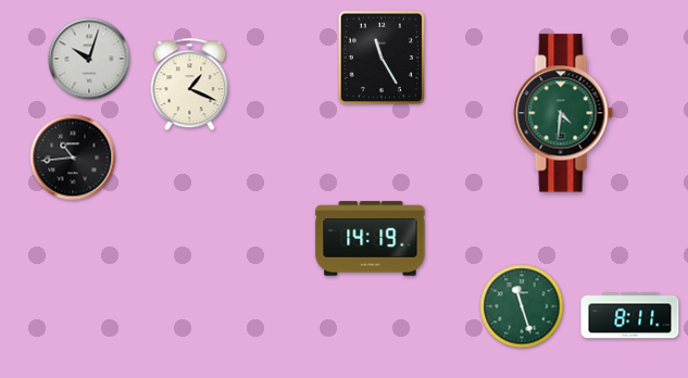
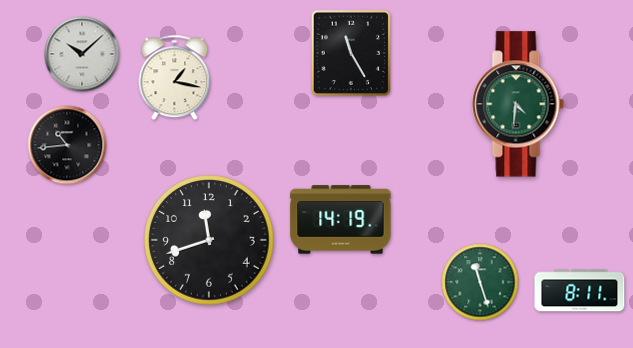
clock at (89, 59): 10:03 -> 10:08
clock at (190, 85): 1:19 -> 1:17
clock at (209, 240): none -> 11:42
